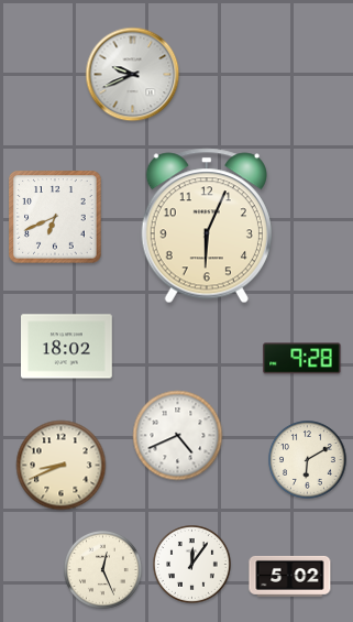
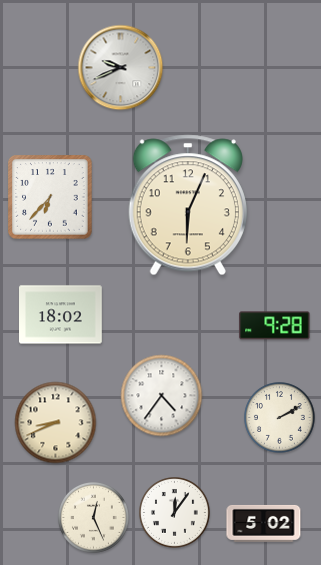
clock at (55, 217): 6:41 -> 6:37
clock at (178, 436): 4:41 -> 4:36
clock at (308, 460): 6:10 -> 2:10
